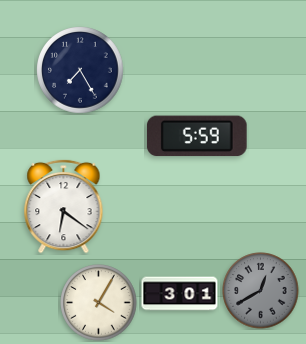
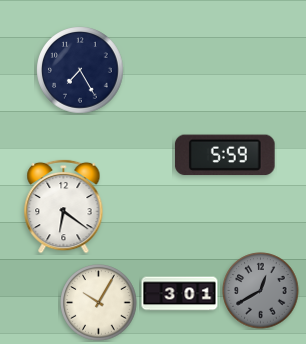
clock at (197, 136) position: (197, 136) -> (225, 155)
clock at (99, 303): 4:05 -> 10:05
